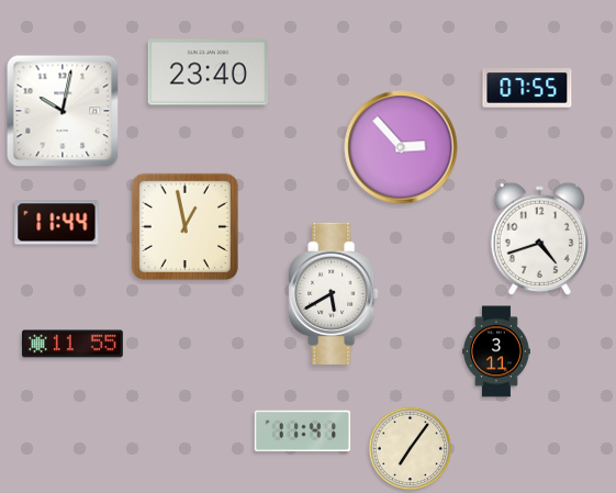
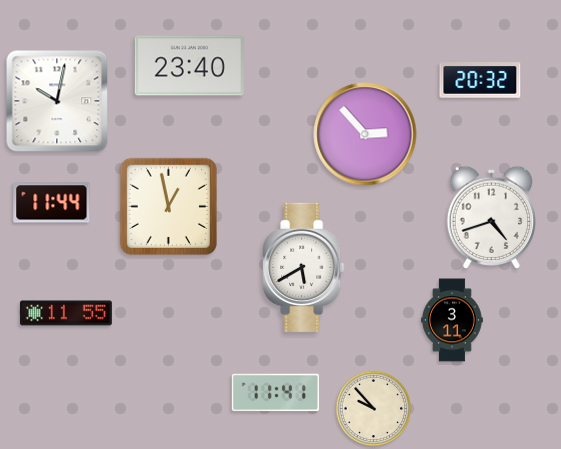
clock at (527, 88): 07:55 -> 20:32
clock at (411, 449): 7:06 -> 9:53
